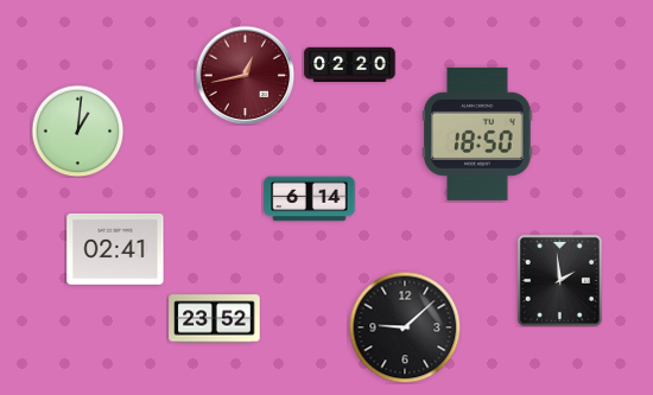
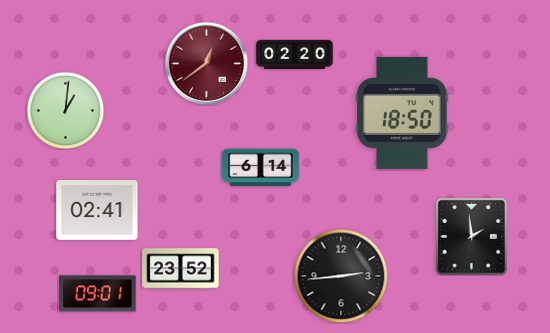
clock at (245, 75): 12:43 -> 12:39
clock at (405, 327): 9:08 -> 2:44
clock at (98, 294): none -> 09:01
